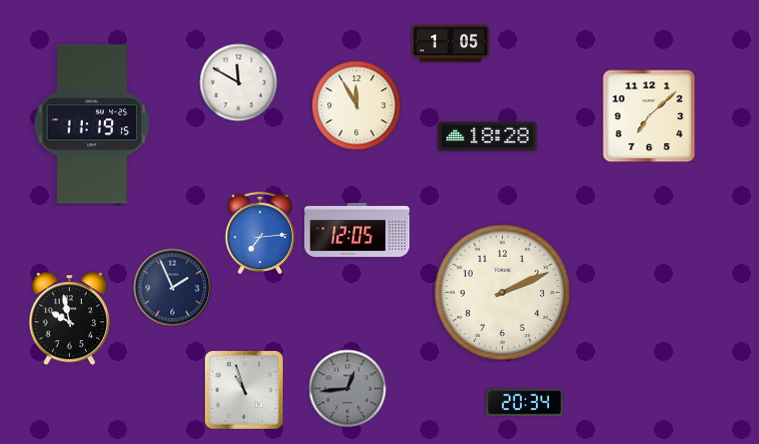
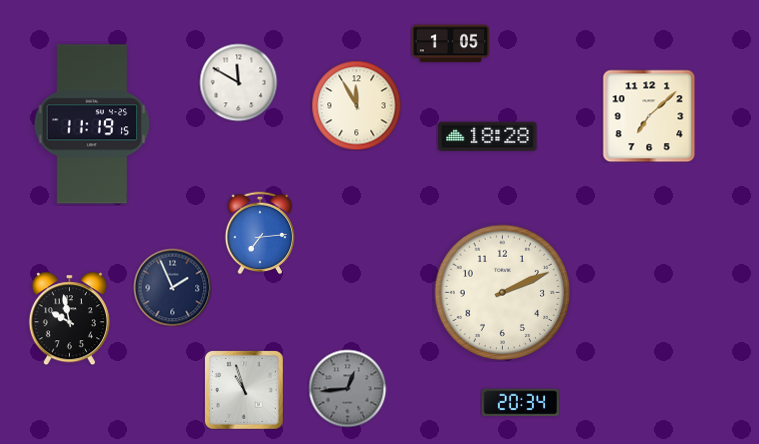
clock at (357, 230): 12:05 -> none
clock at (524, 403) position: (524, 403) -> (520, 403)
